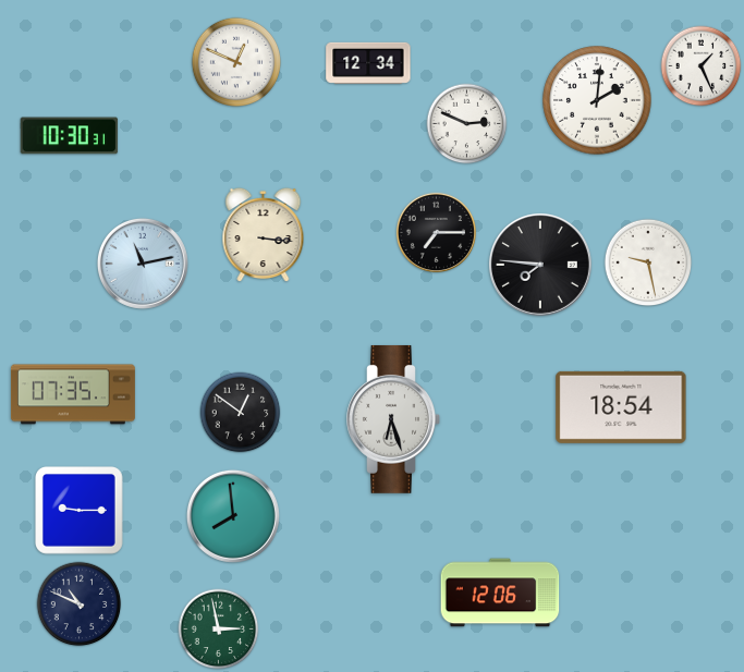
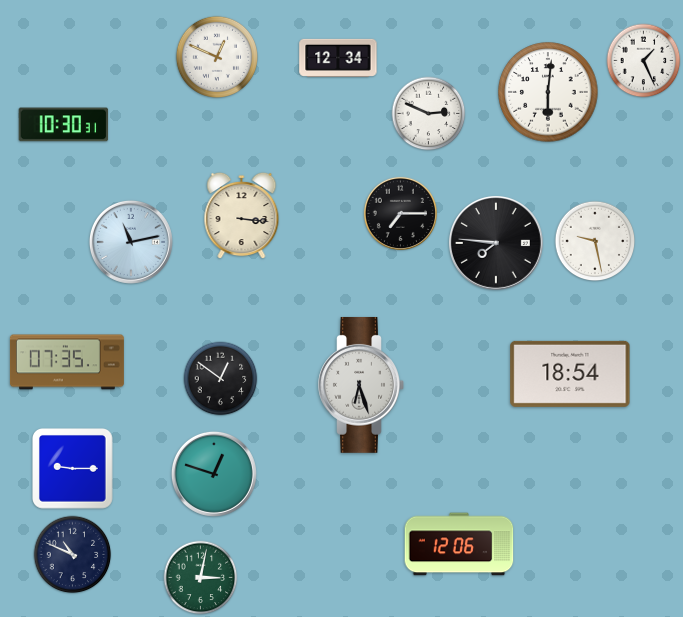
clock at (597, 100): 2:01 -> 6:01
clock at (233, 516): 7:59 -> 12:48
clock at (219, 630): 2:58 -> 3:02
